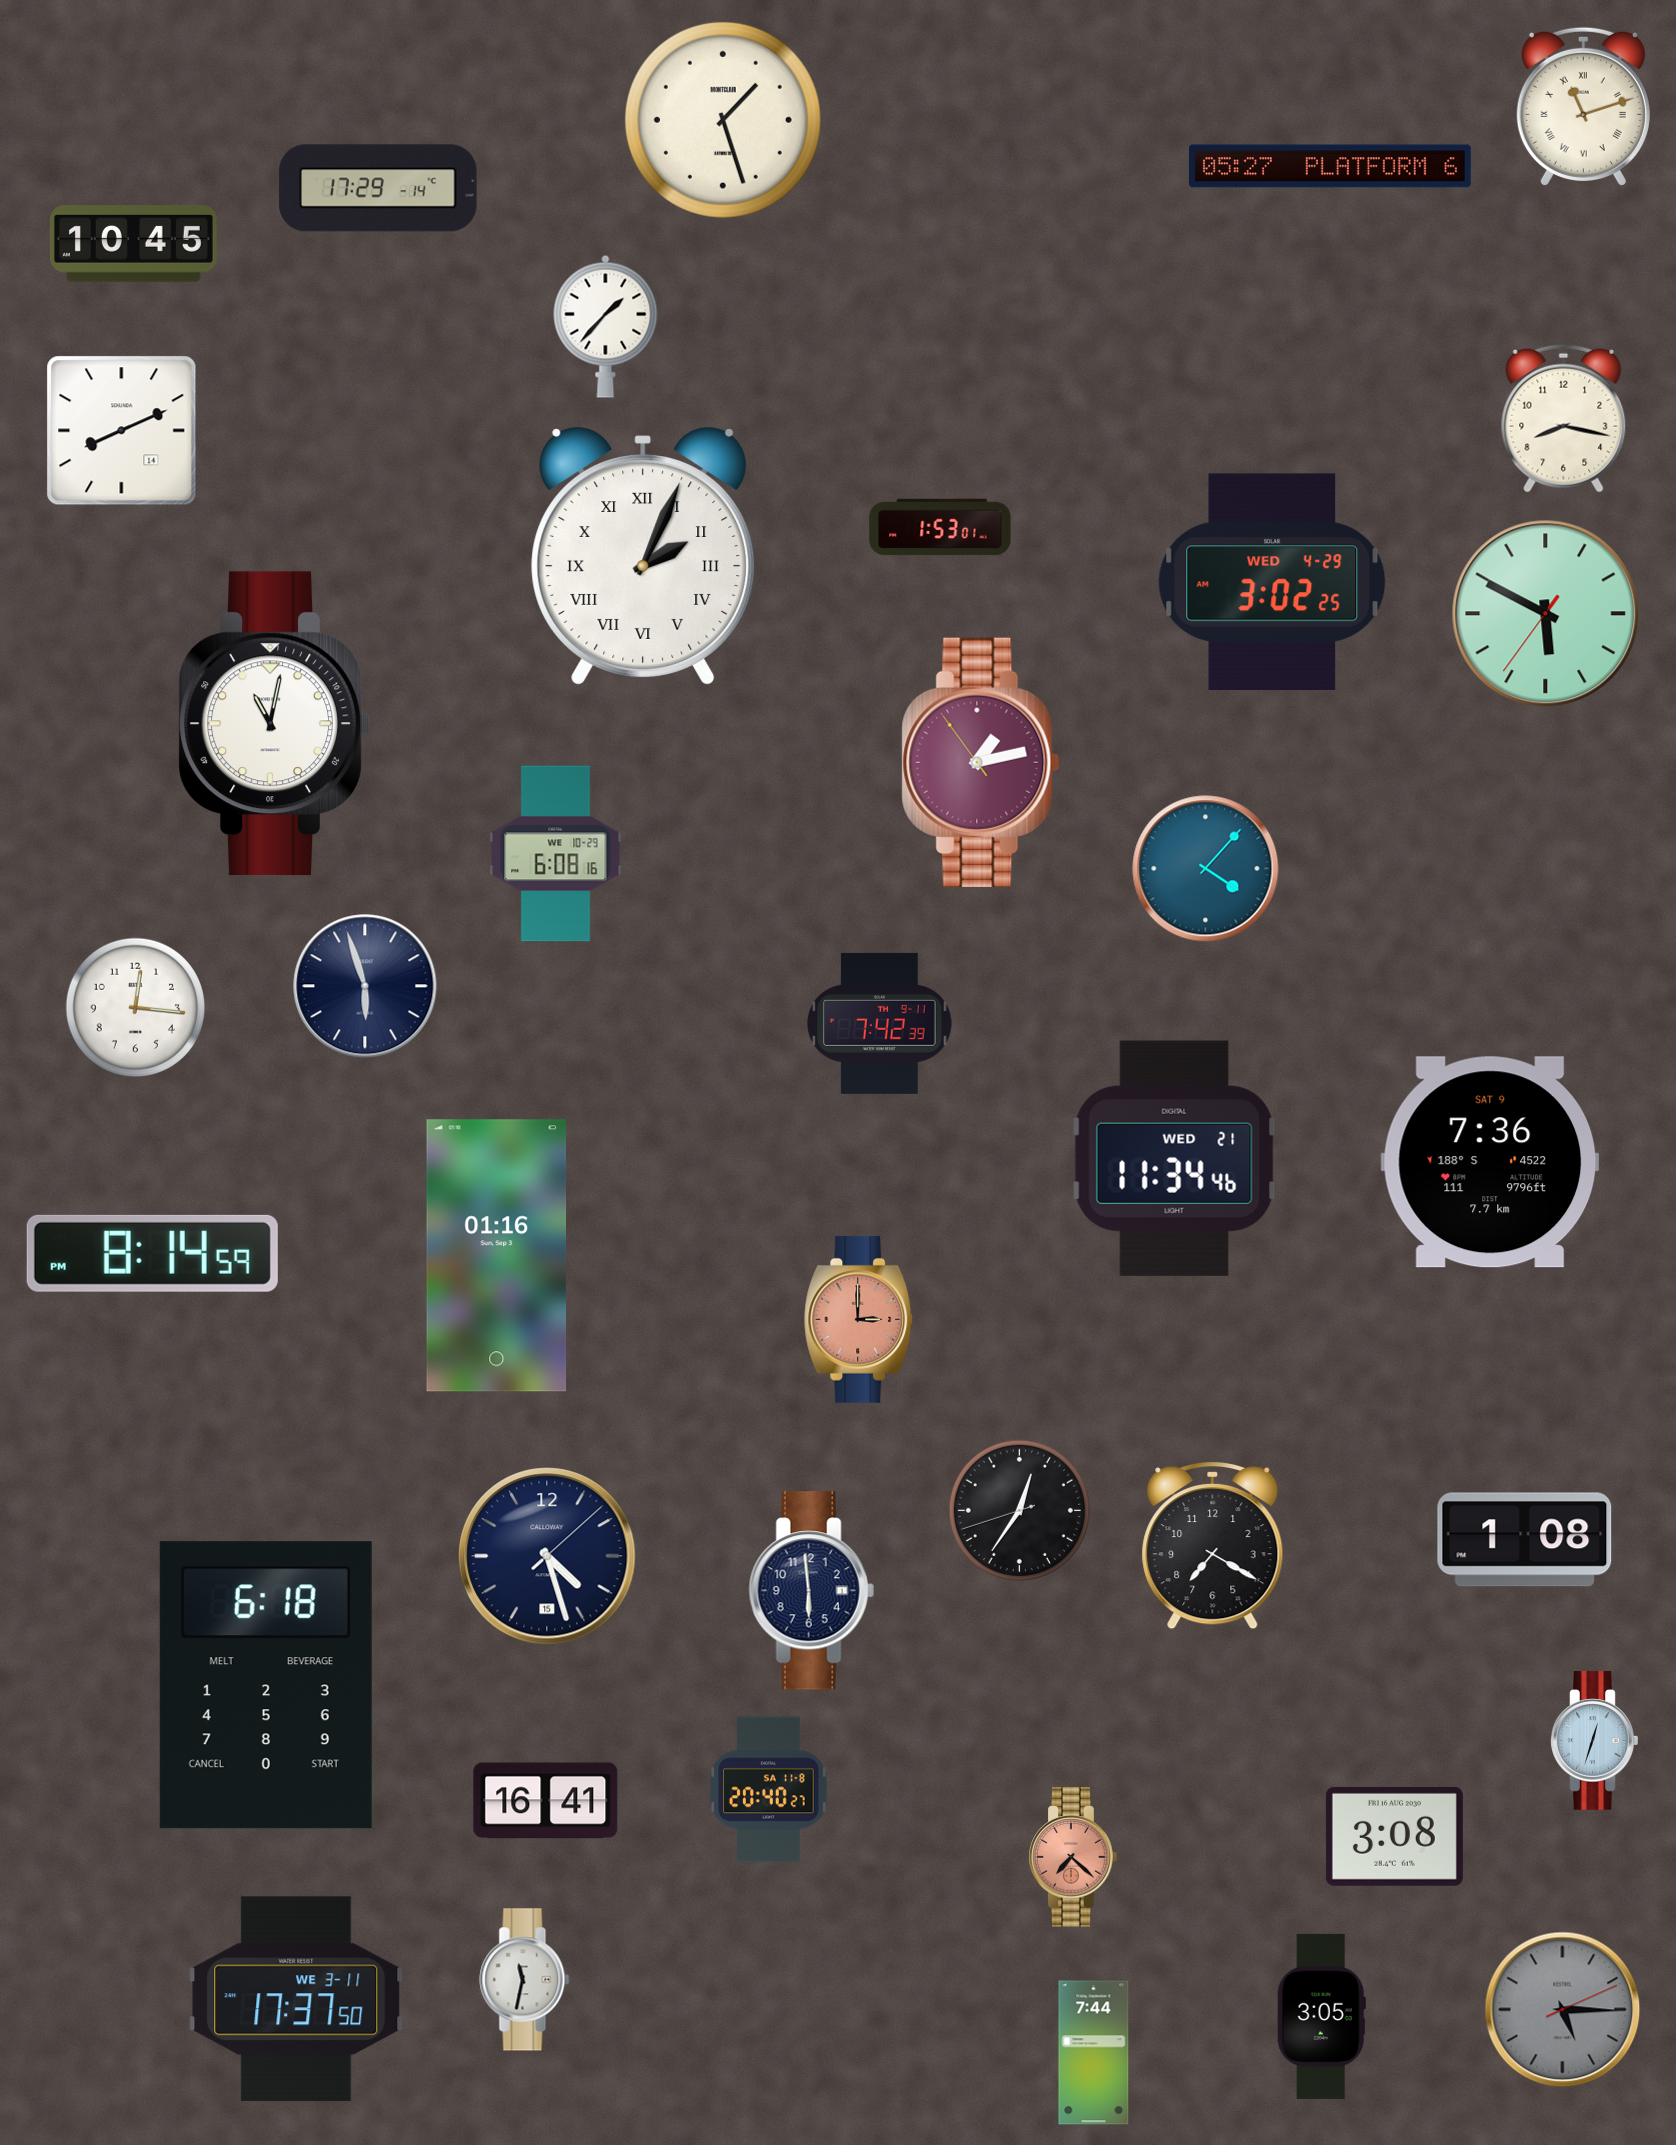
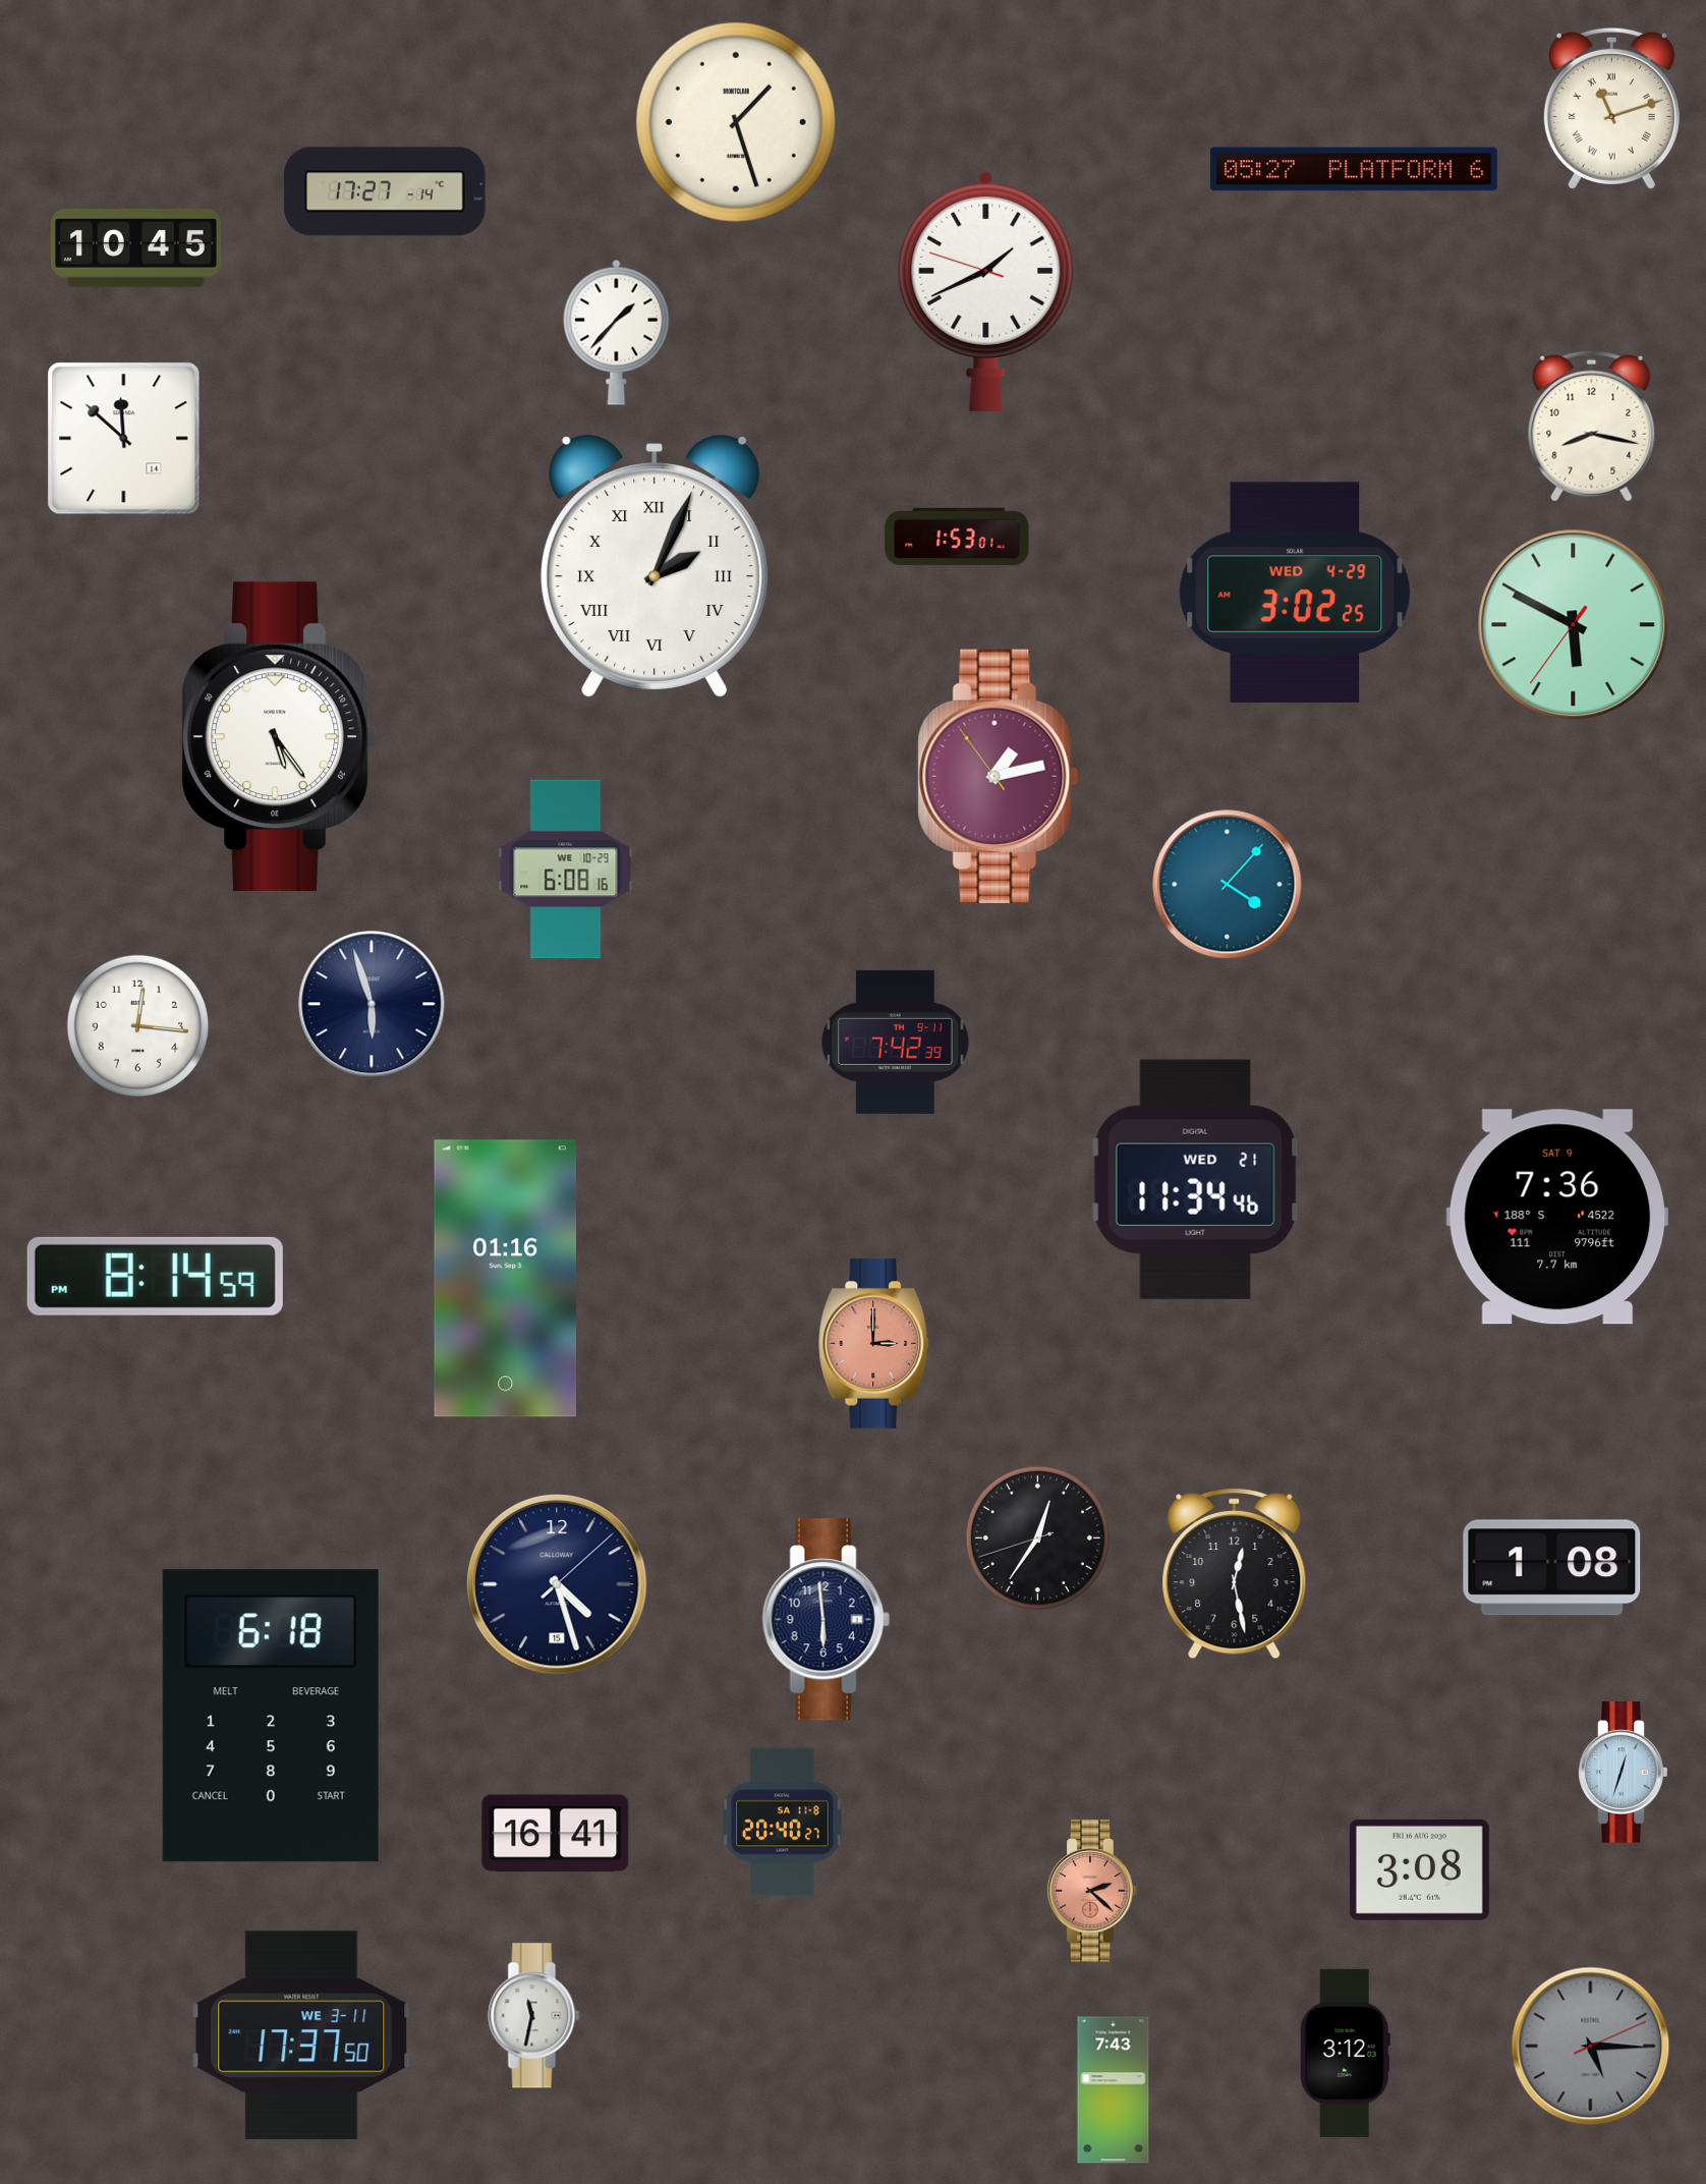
clock at (378, 188): 17:29 -> 17:27
clock at (986, 291): none -> 1:40
clock at (122, 431): 8:11 -> 11:52
clock at (274, 724): 11:02 -> 5:24
clock at (1490, 1162) position: (1490, 1162) -> (1557, 1217)
clock at (1213, 1545): 7:20 -> 12:28
clock at (1073, 1857): 7:22 -> 2:22
clock at (1321, 2016): 3:05 -> 3:12
clock at (1094, 2053): 7:44 -> 7:43
